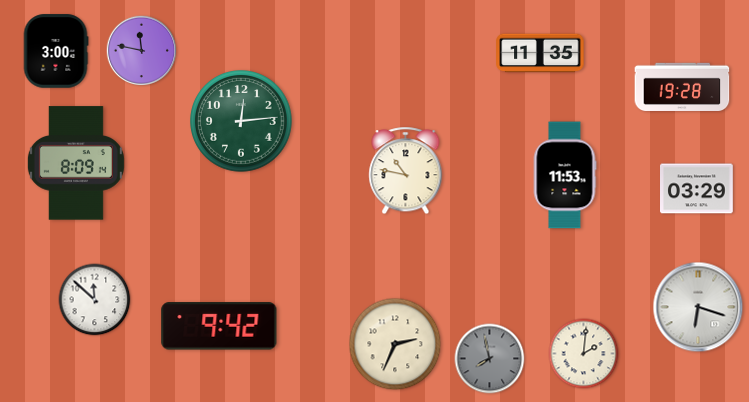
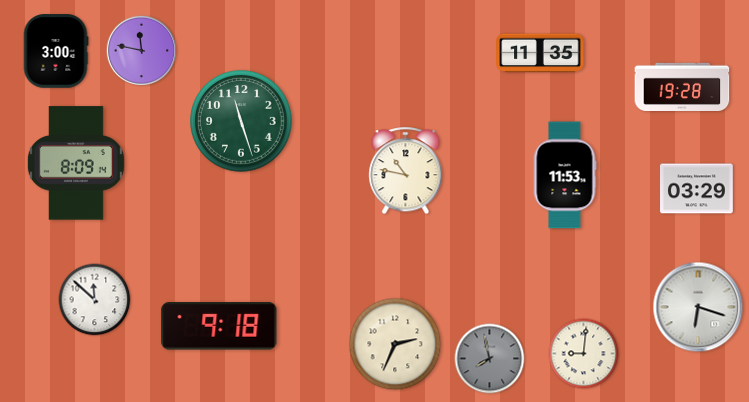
clock at (241, 121): 12:14 -> 11:27
clock at (219, 326): 9:42 -> 9:18
clock at (584, 354): 2:01 -> 9:01
